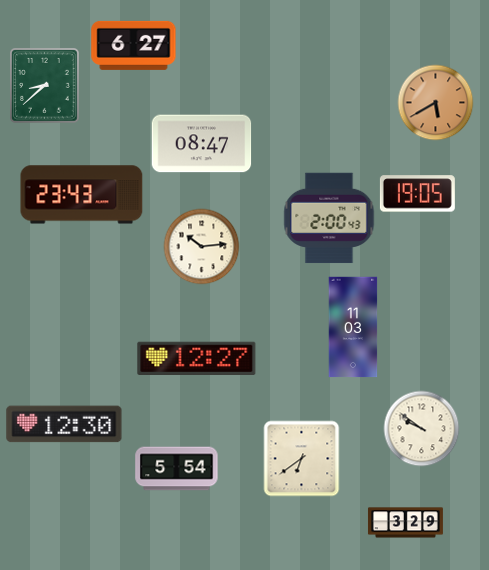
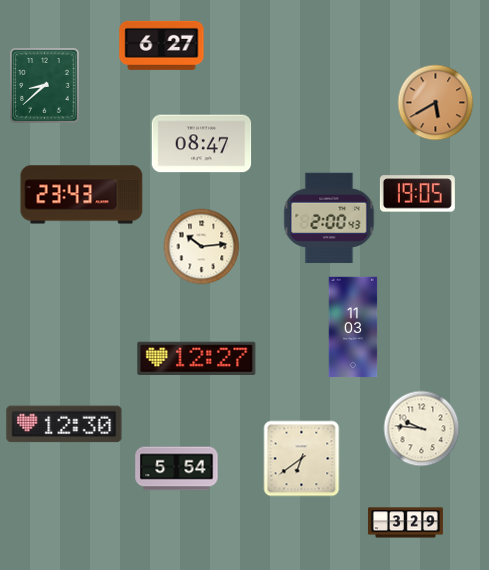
clock at (134, 45) position: (134, 45) -> (162, 45)
clock at (422, 429): 9:51 -> 9:46
